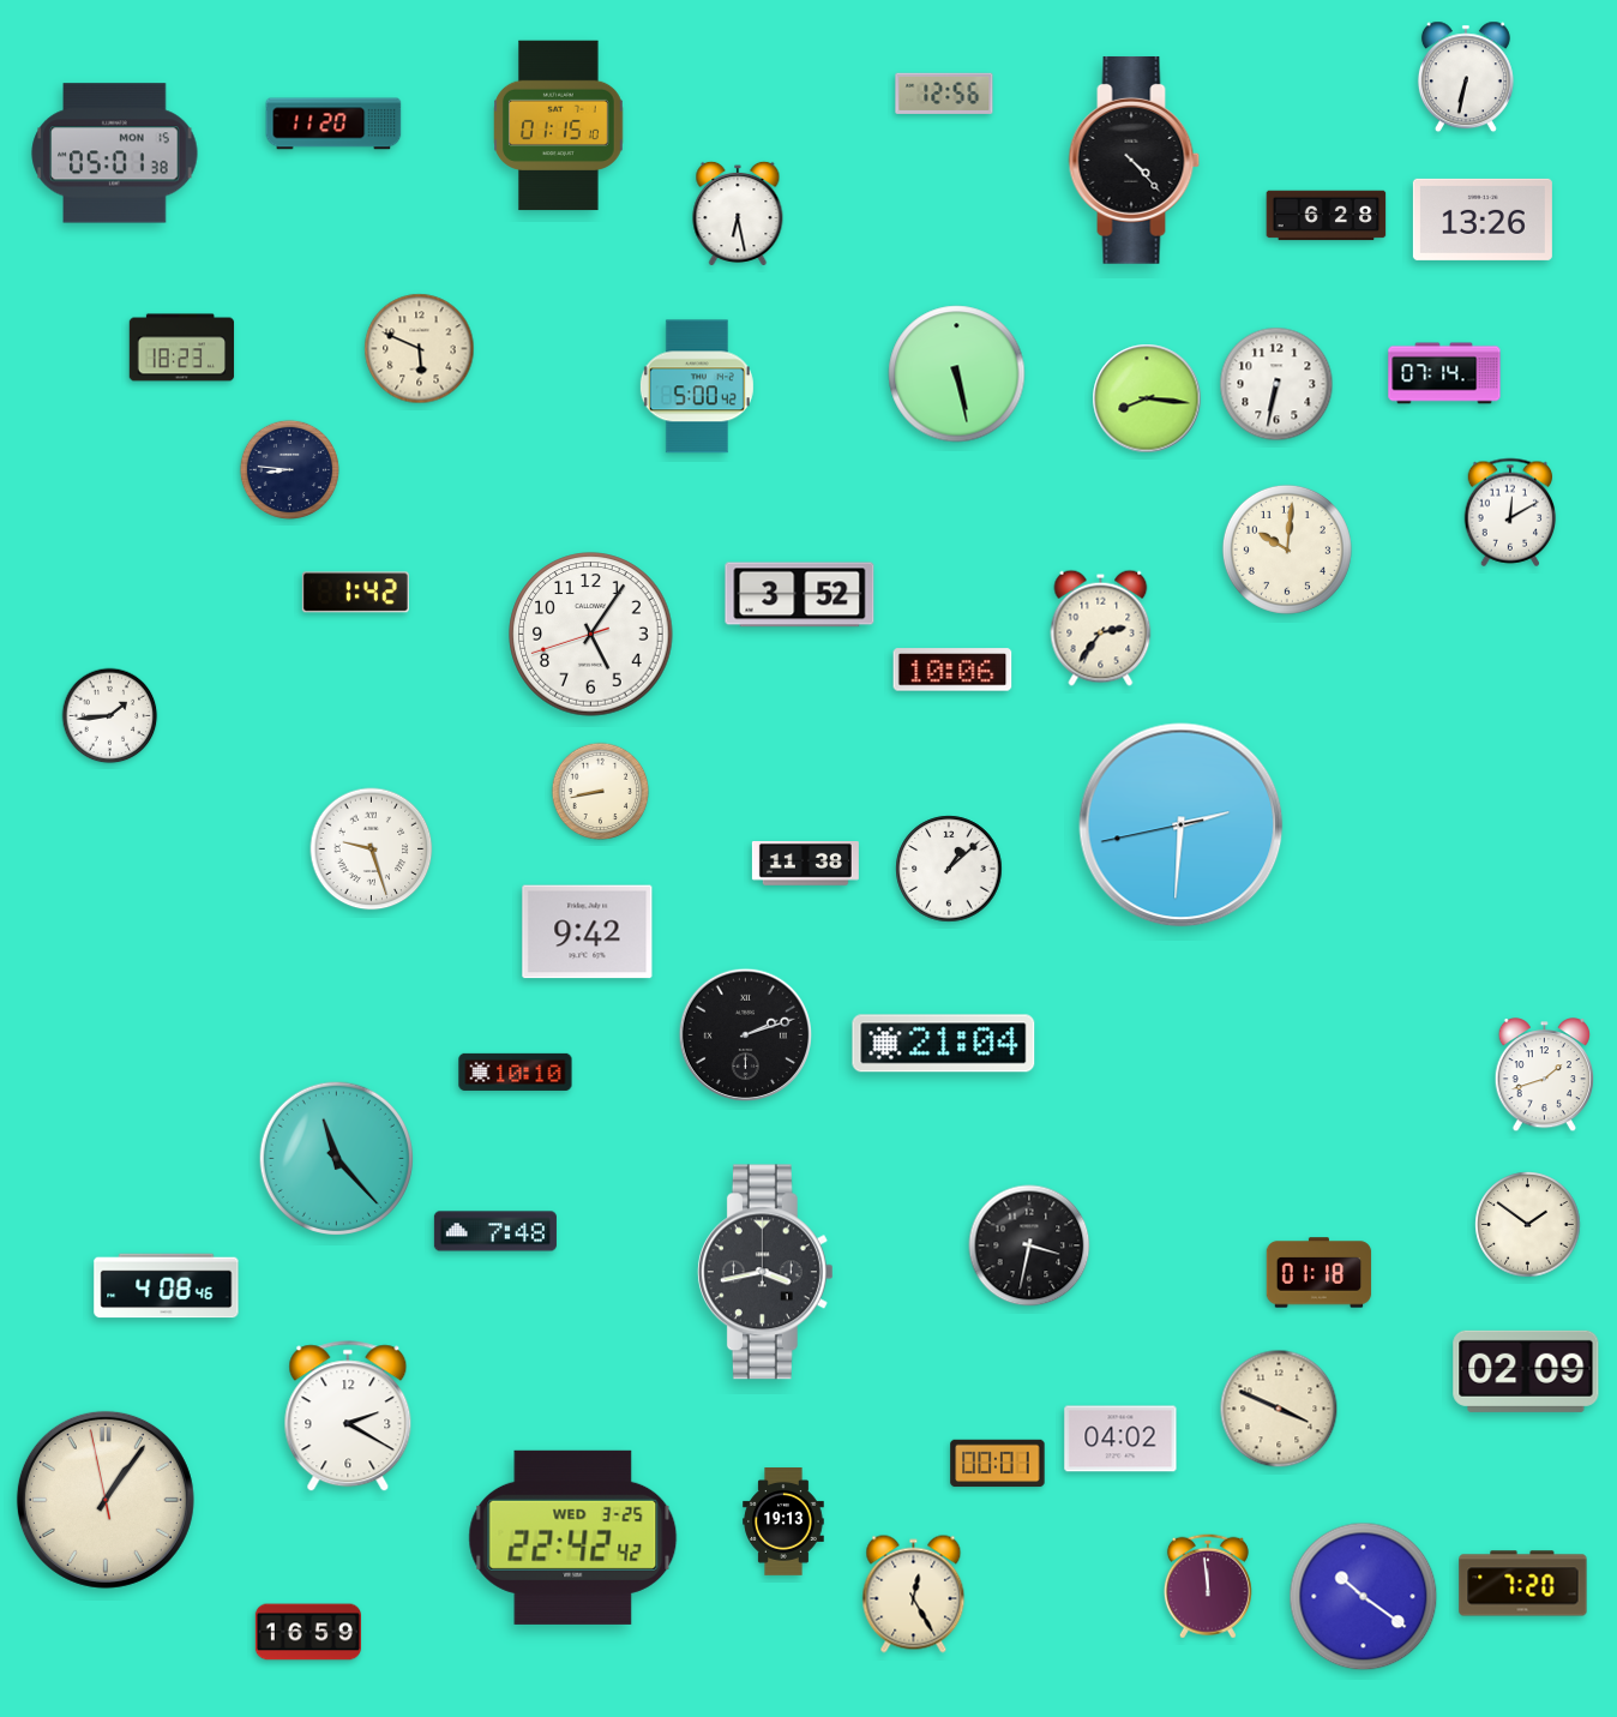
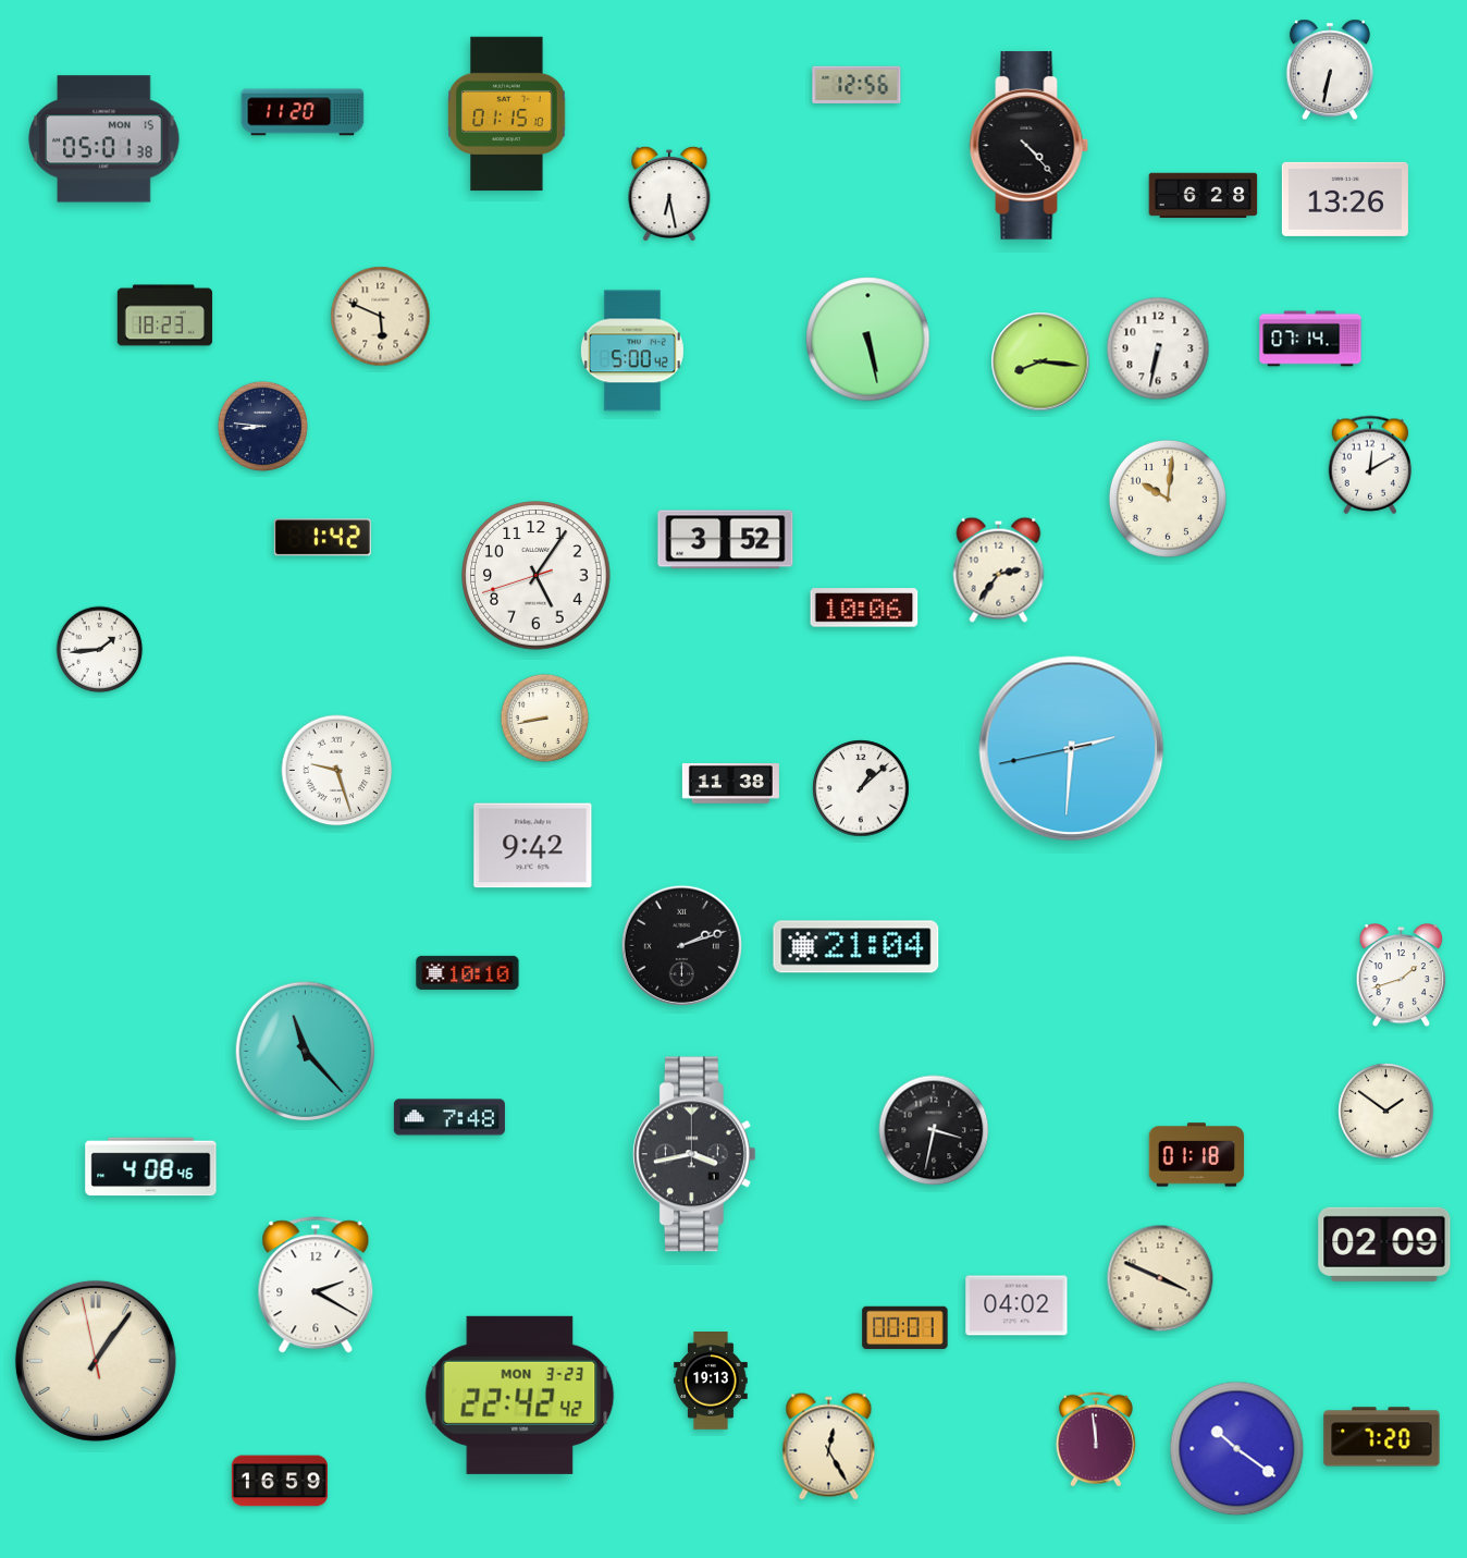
clock at (745, 1034) position: (745, 1034) -> (681, 945)
clock at (573, 1537) date: WED 3-25 -> MON 3-23
